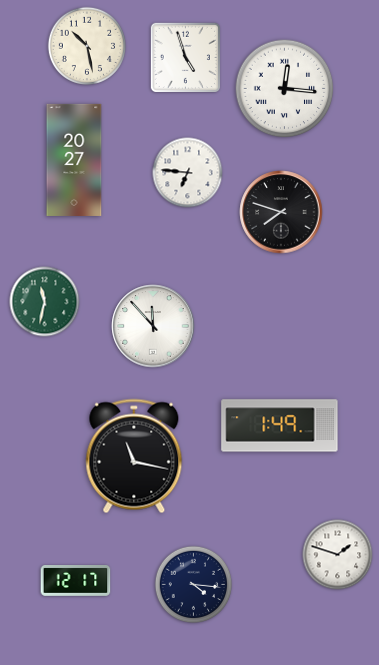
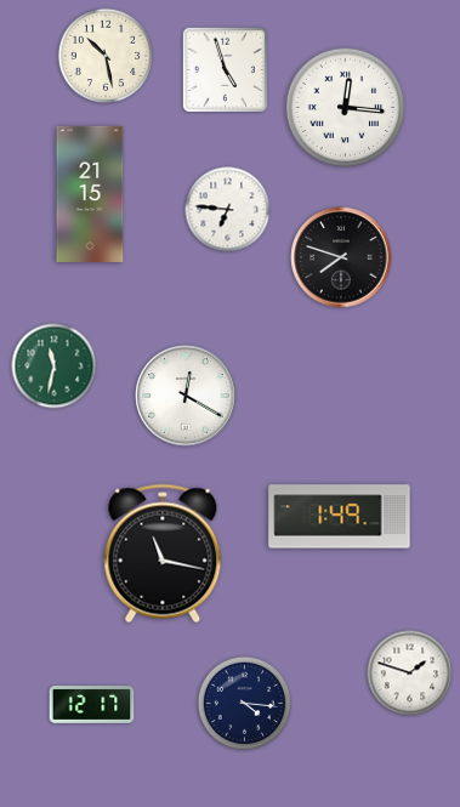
clock at (74, 160): 20:27 -> 21:15
clock at (153, 326): 11:53 -> 12:20
clock at (194, 585) position: (194, 585) -> (245, 704)
